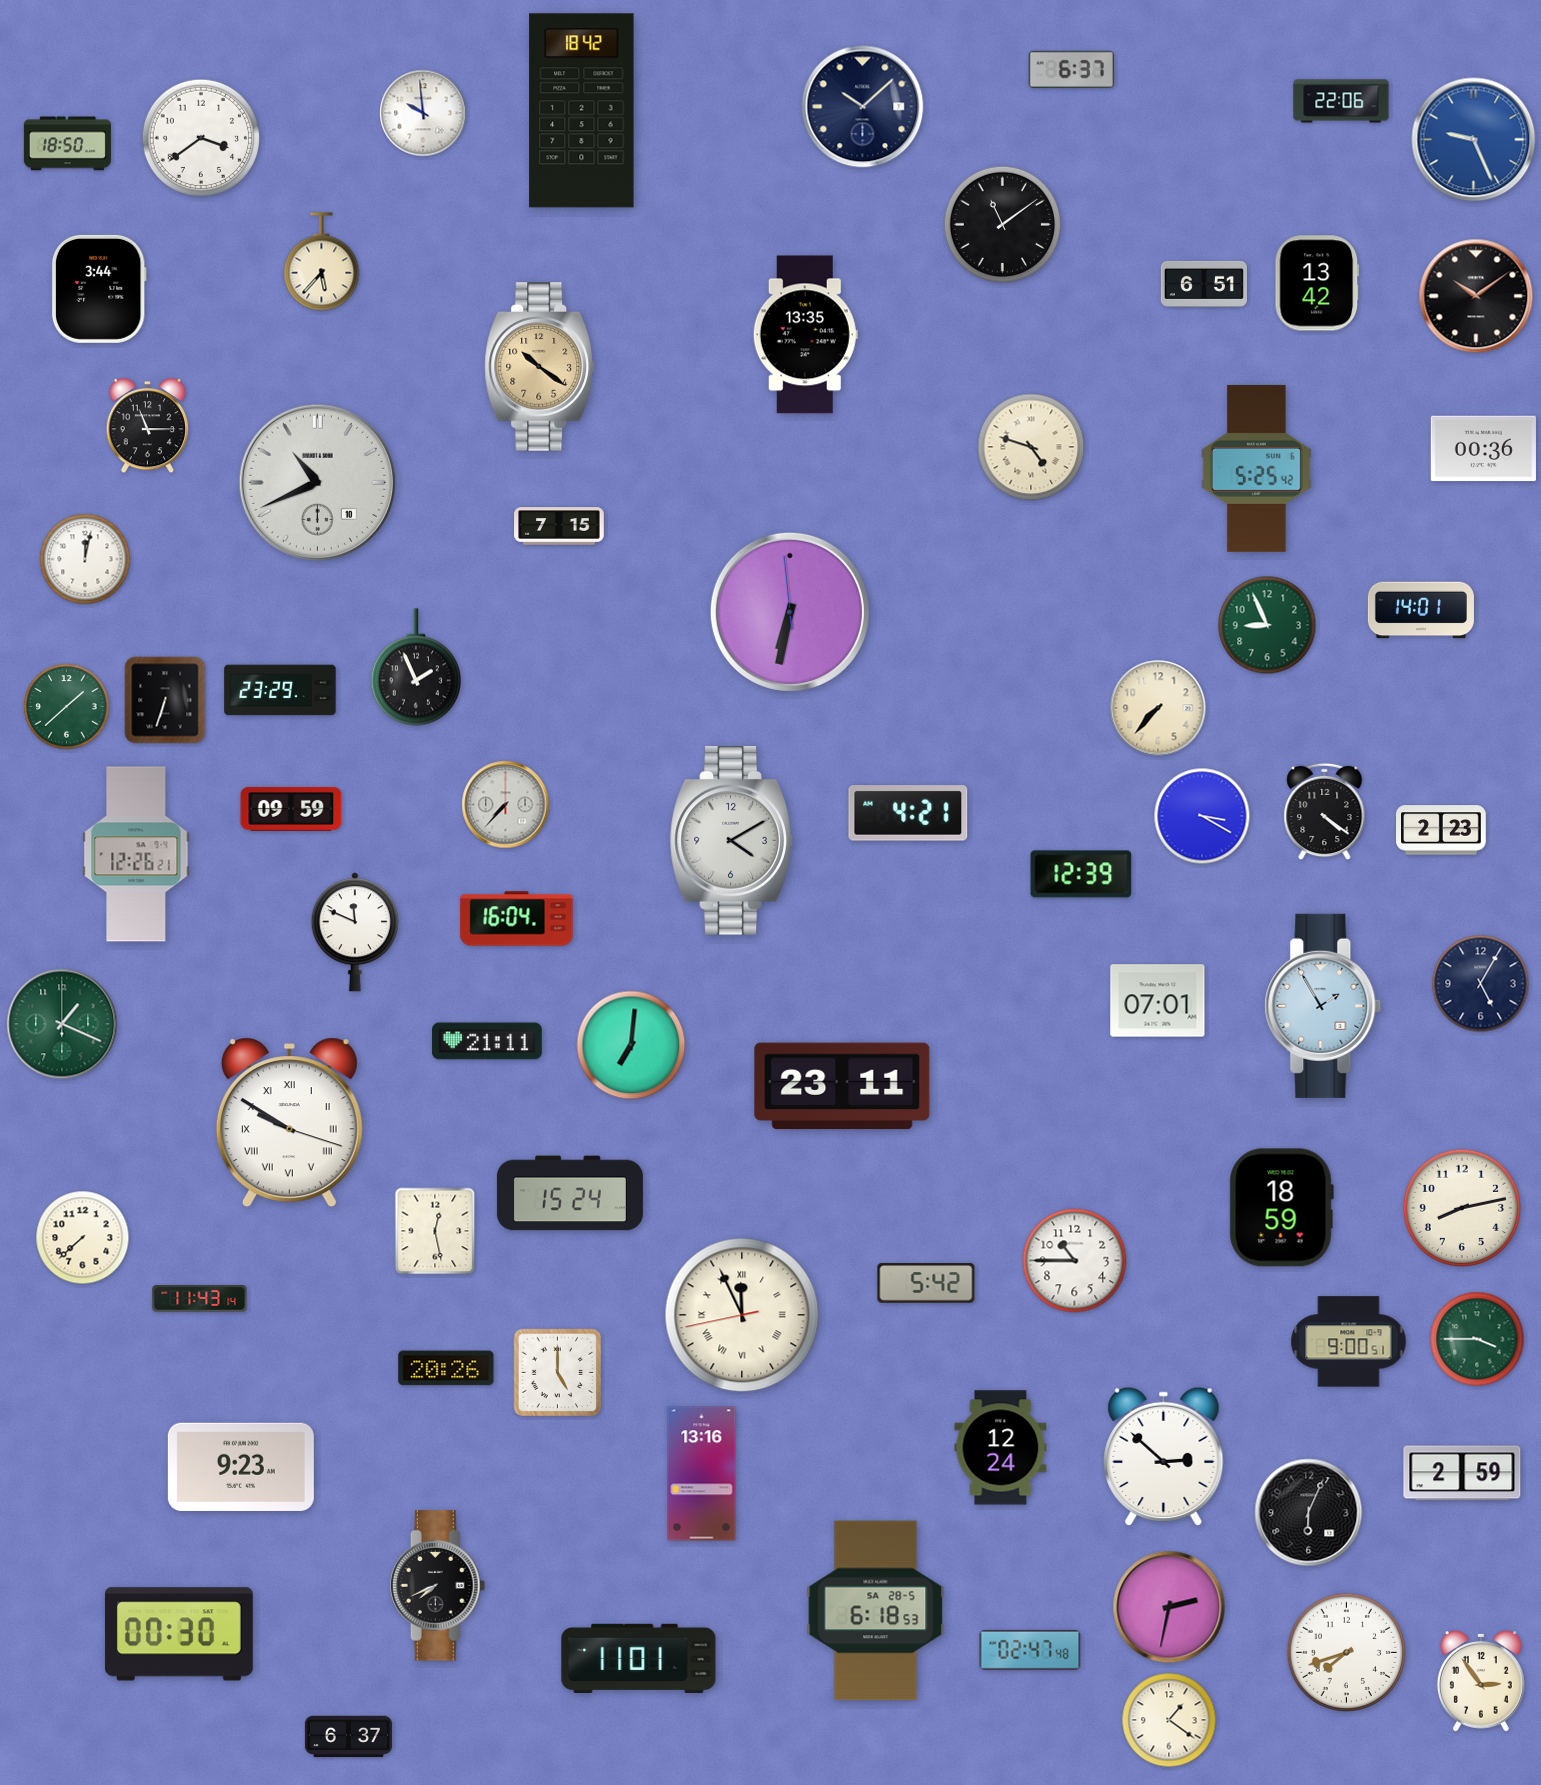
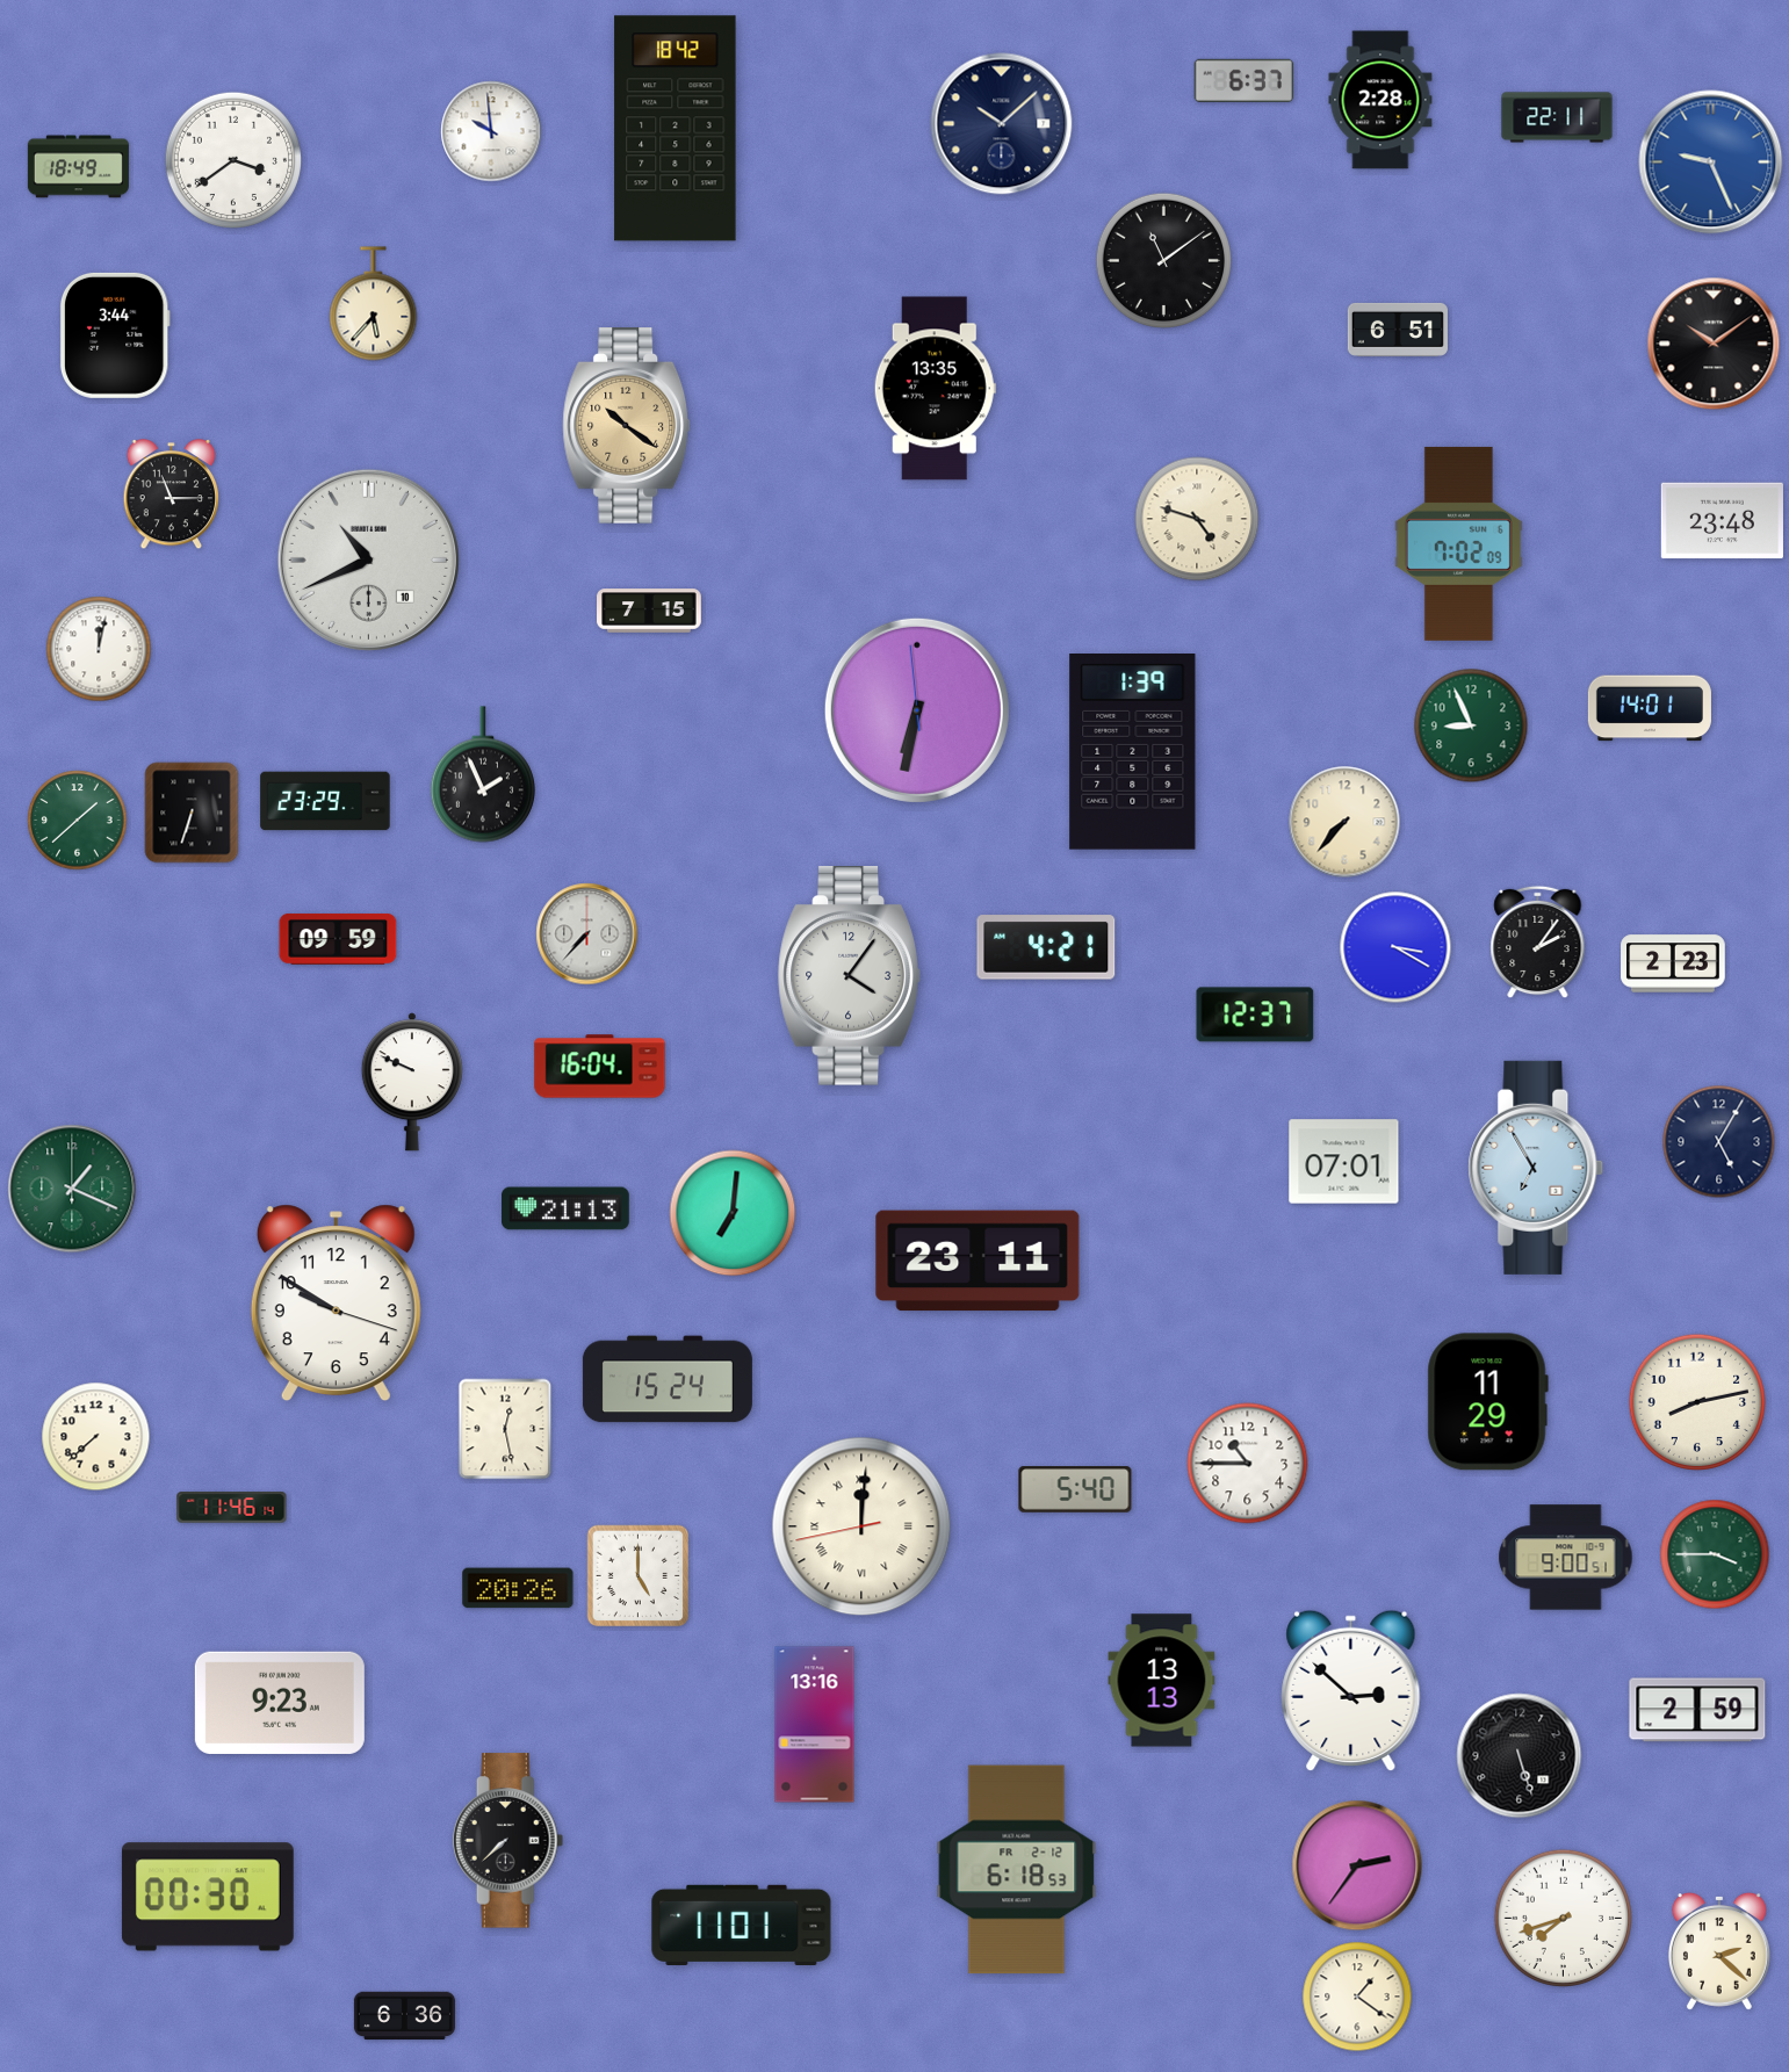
clock at (1380, 100): none -> 2:28
clock at (1341, 101): 22:06 -> 22:11
clock at (67, 144): 18:50 -> 18:49
clock at (1317, 283): 13:42 -> none
clock at (1483, 449): 00:36 -> 23:48
clock at (1256, 468): 5:25 -> 7:02
clock at (1133, 752): none -> 1:39
clock at (1325, 812): 4:21 -> 2:06
clock at (908, 813) position: (908, 813) -> (1046, 947)
clock at (731, 841): 4:10 -> 4:06
clock at (136, 854): 12:26 -> none
clock at (1081, 874): 12:39 -> 12:37
clock at (355, 932): 11:49 -> 9:49
clock at (1323, 1006): 1:55 -> 6:55
clock at (487, 1041): 21:11 -> 21:13
clock at (289, 1123) numerals: Roman -> Arabic
clock at (570, 1193) position: (570, 1193) -> (668, 1379)
clock at (1281, 1208): 18:59 -> 11:29
clock at (926, 1283): 5:42 -> 5:40
clock at (200, 1299): 11:43 -> 11:46
clock at (742, 1315): 11:55 -> 12:00
clock at (558, 1373) position: (558, 1373) -> (639, 1576)
clock at (1001, 1448): 12:24 -> 13:13
clock at (702, 1474) position: (702, 1474) -> (815, 1725)
clock at (1309, 1513): 6:04 -> 5:27
clock at (438, 1586): 7:41 -> 7:38
clock at (1169, 1607): 2:32 -> 2:36
clock at (876, 1611) date: SA 28-5 -> FR 2-12
clock at (1030, 1650): 02:47 -> none
clock at (1481, 1681): 2:54 -> 2:22
clock at (348, 1737): 6:37 -> 6:36
